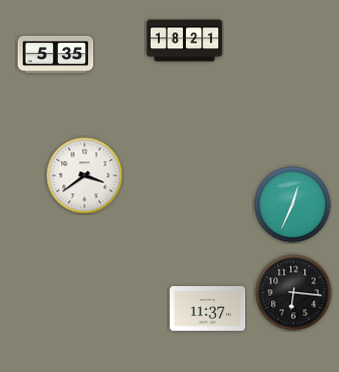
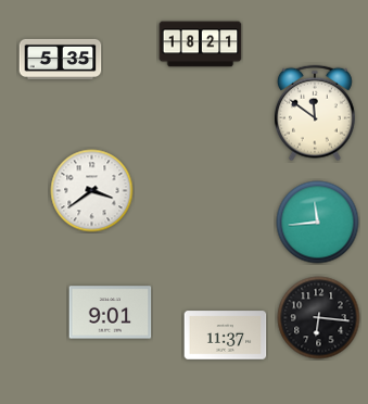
clock at (315, 113): none -> 11:51
clock at (293, 205): 12:34 -> 11:44
clock at (111, 313): none -> 9:01
